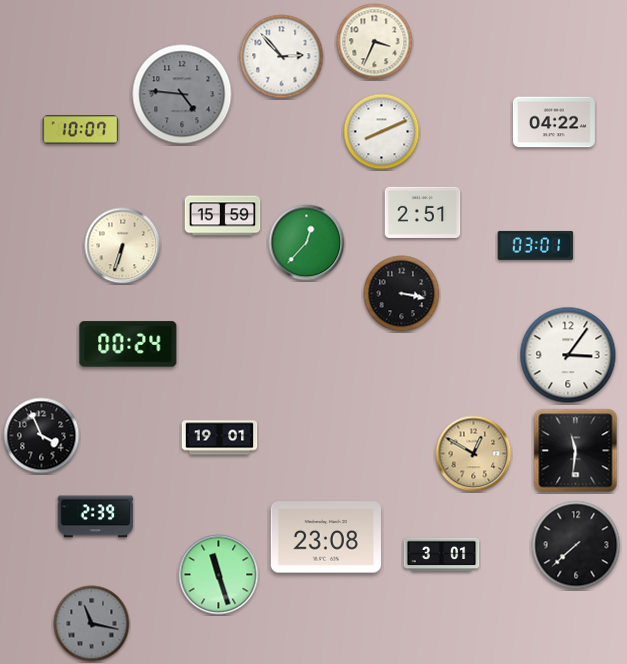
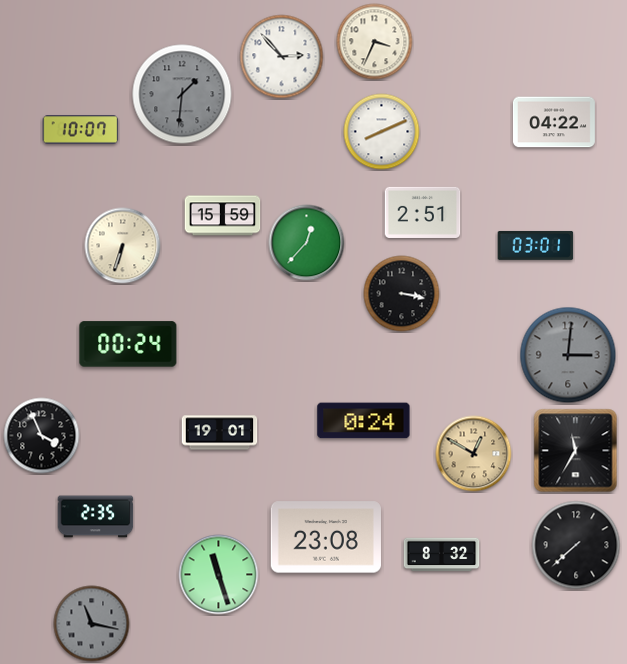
clock at (182, 94): 4:46 -> 1:31
clock at (568, 355): 3:06 -> 3:01
clock at (568, 355) dial: white -> grey
clock at (364, 421): none -> 0:24
clock at (220, 438) position: (220, 438) -> (220, 433)
clock at (576, 451): 11:31 -> 11:35
clock at (96, 517): 2:39 -> 2:35
clock at (442, 555): 3:01 -> 8:32
